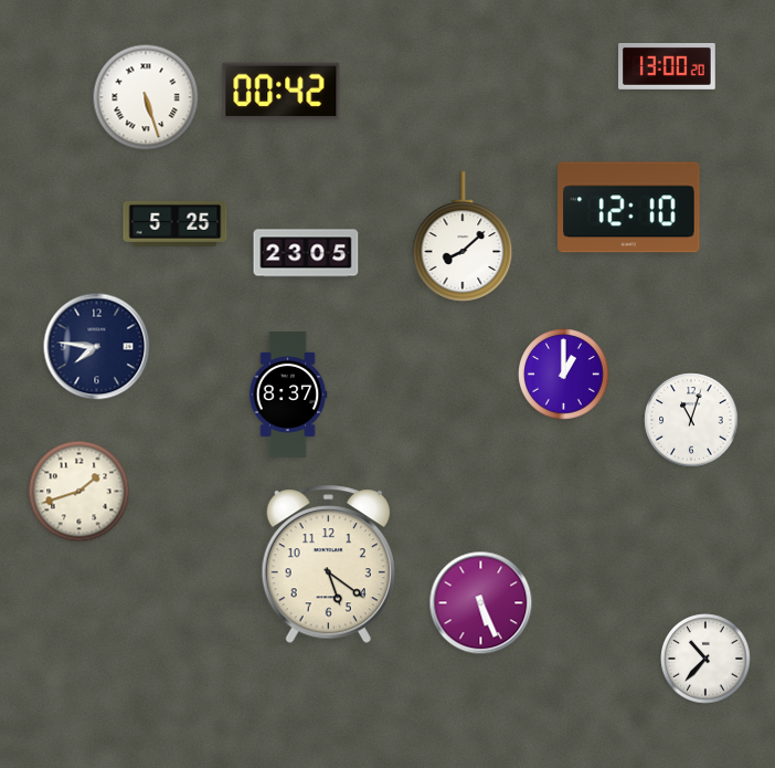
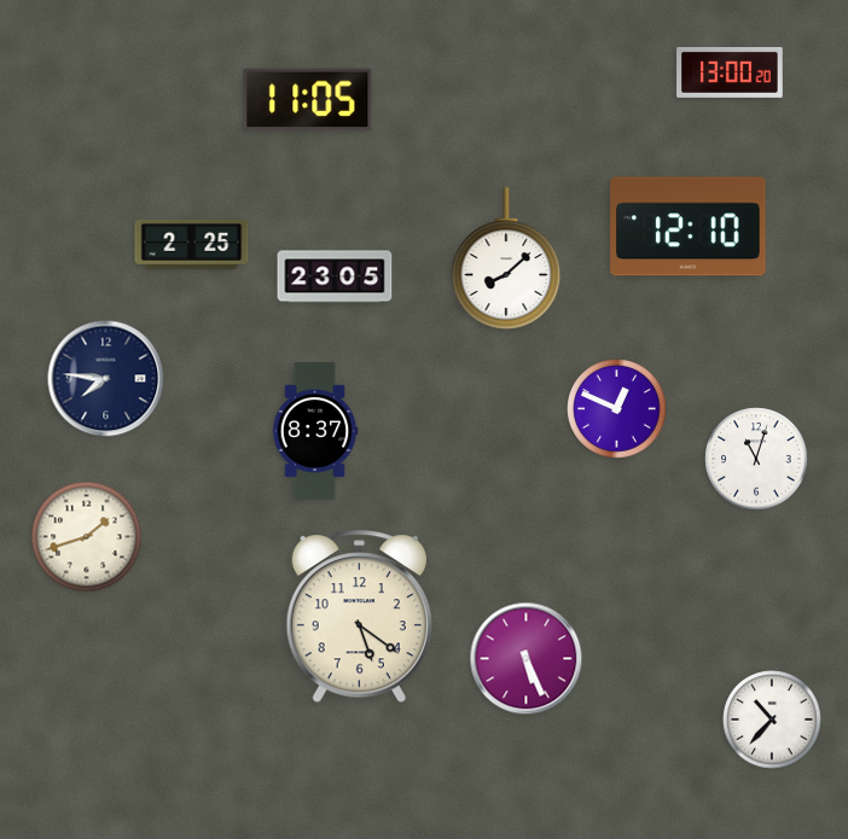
clock at (282, 92): 00:42 -> 11:05
clock at (146, 97): 5:27 -> none
clock at (176, 223): 5:25 -> 2:25
clock at (564, 375): 1:00 -> 12:49
